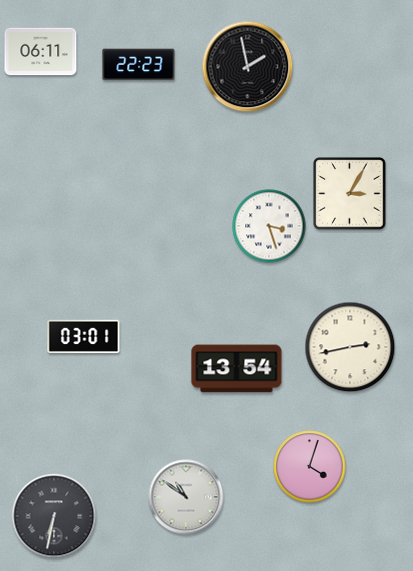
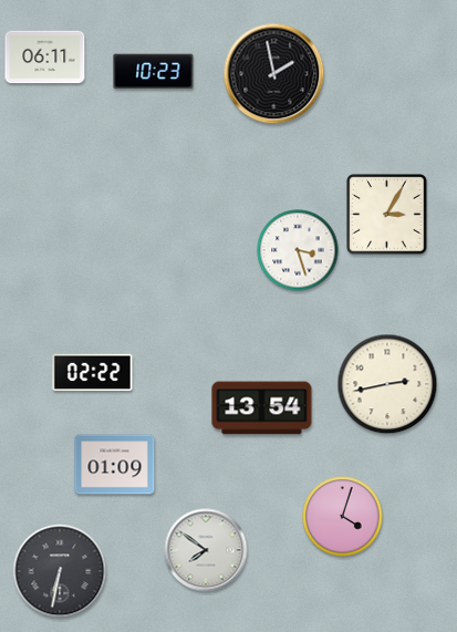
clock at (139, 65): 22:23 -> 10:23
clock at (84, 337): 03:01 -> 02:22
clock at (115, 465): none -> 01:09
clock at (186, 497): 10:51 -> 7:51
